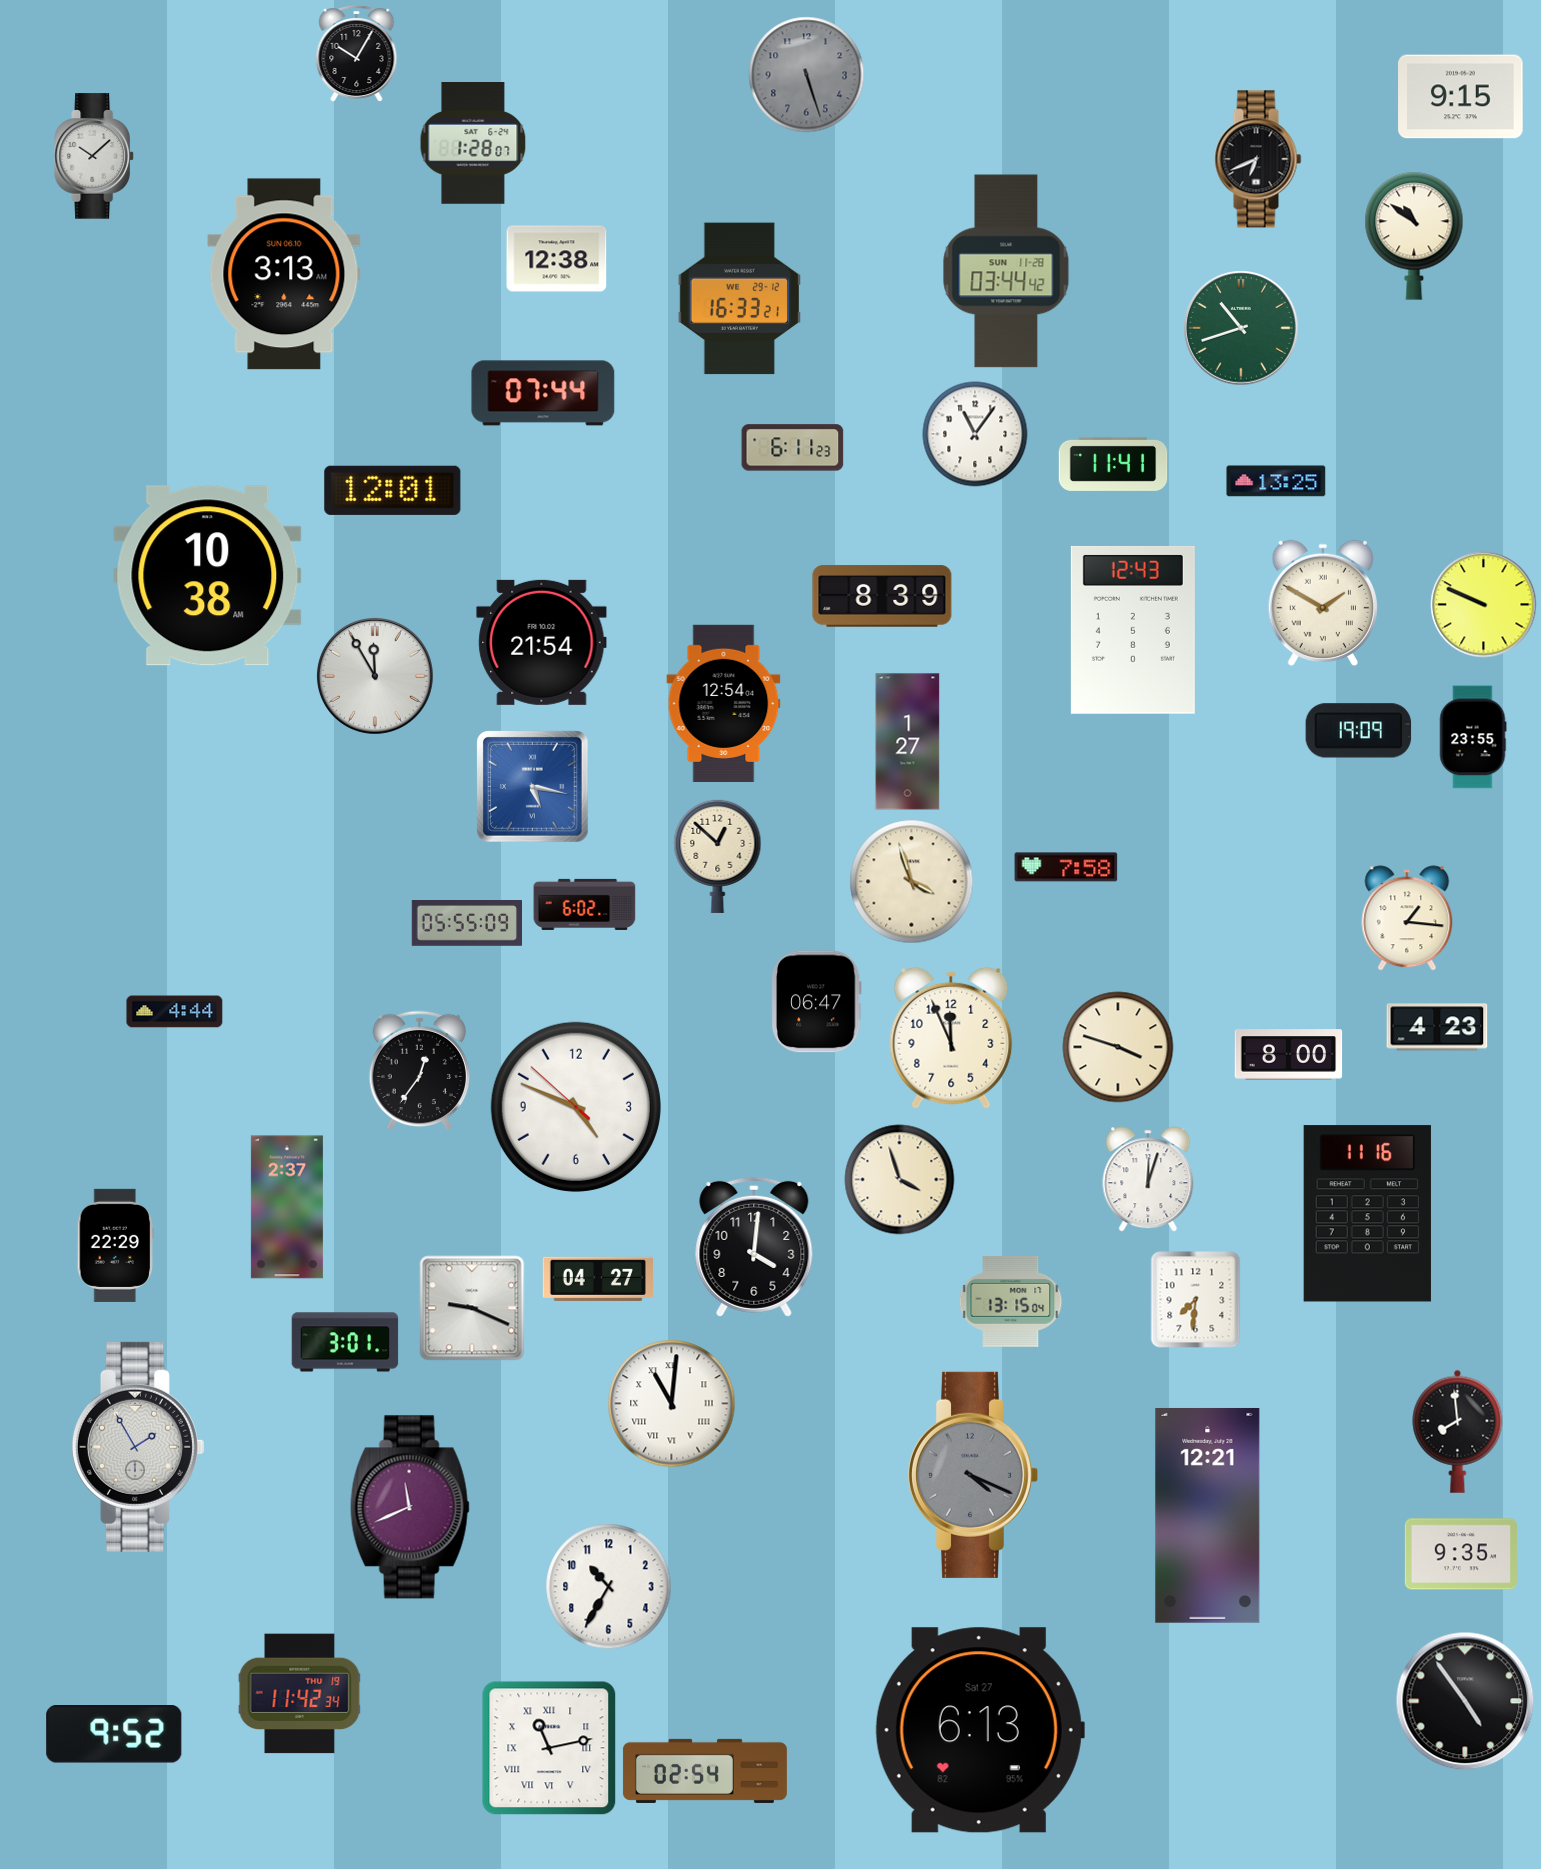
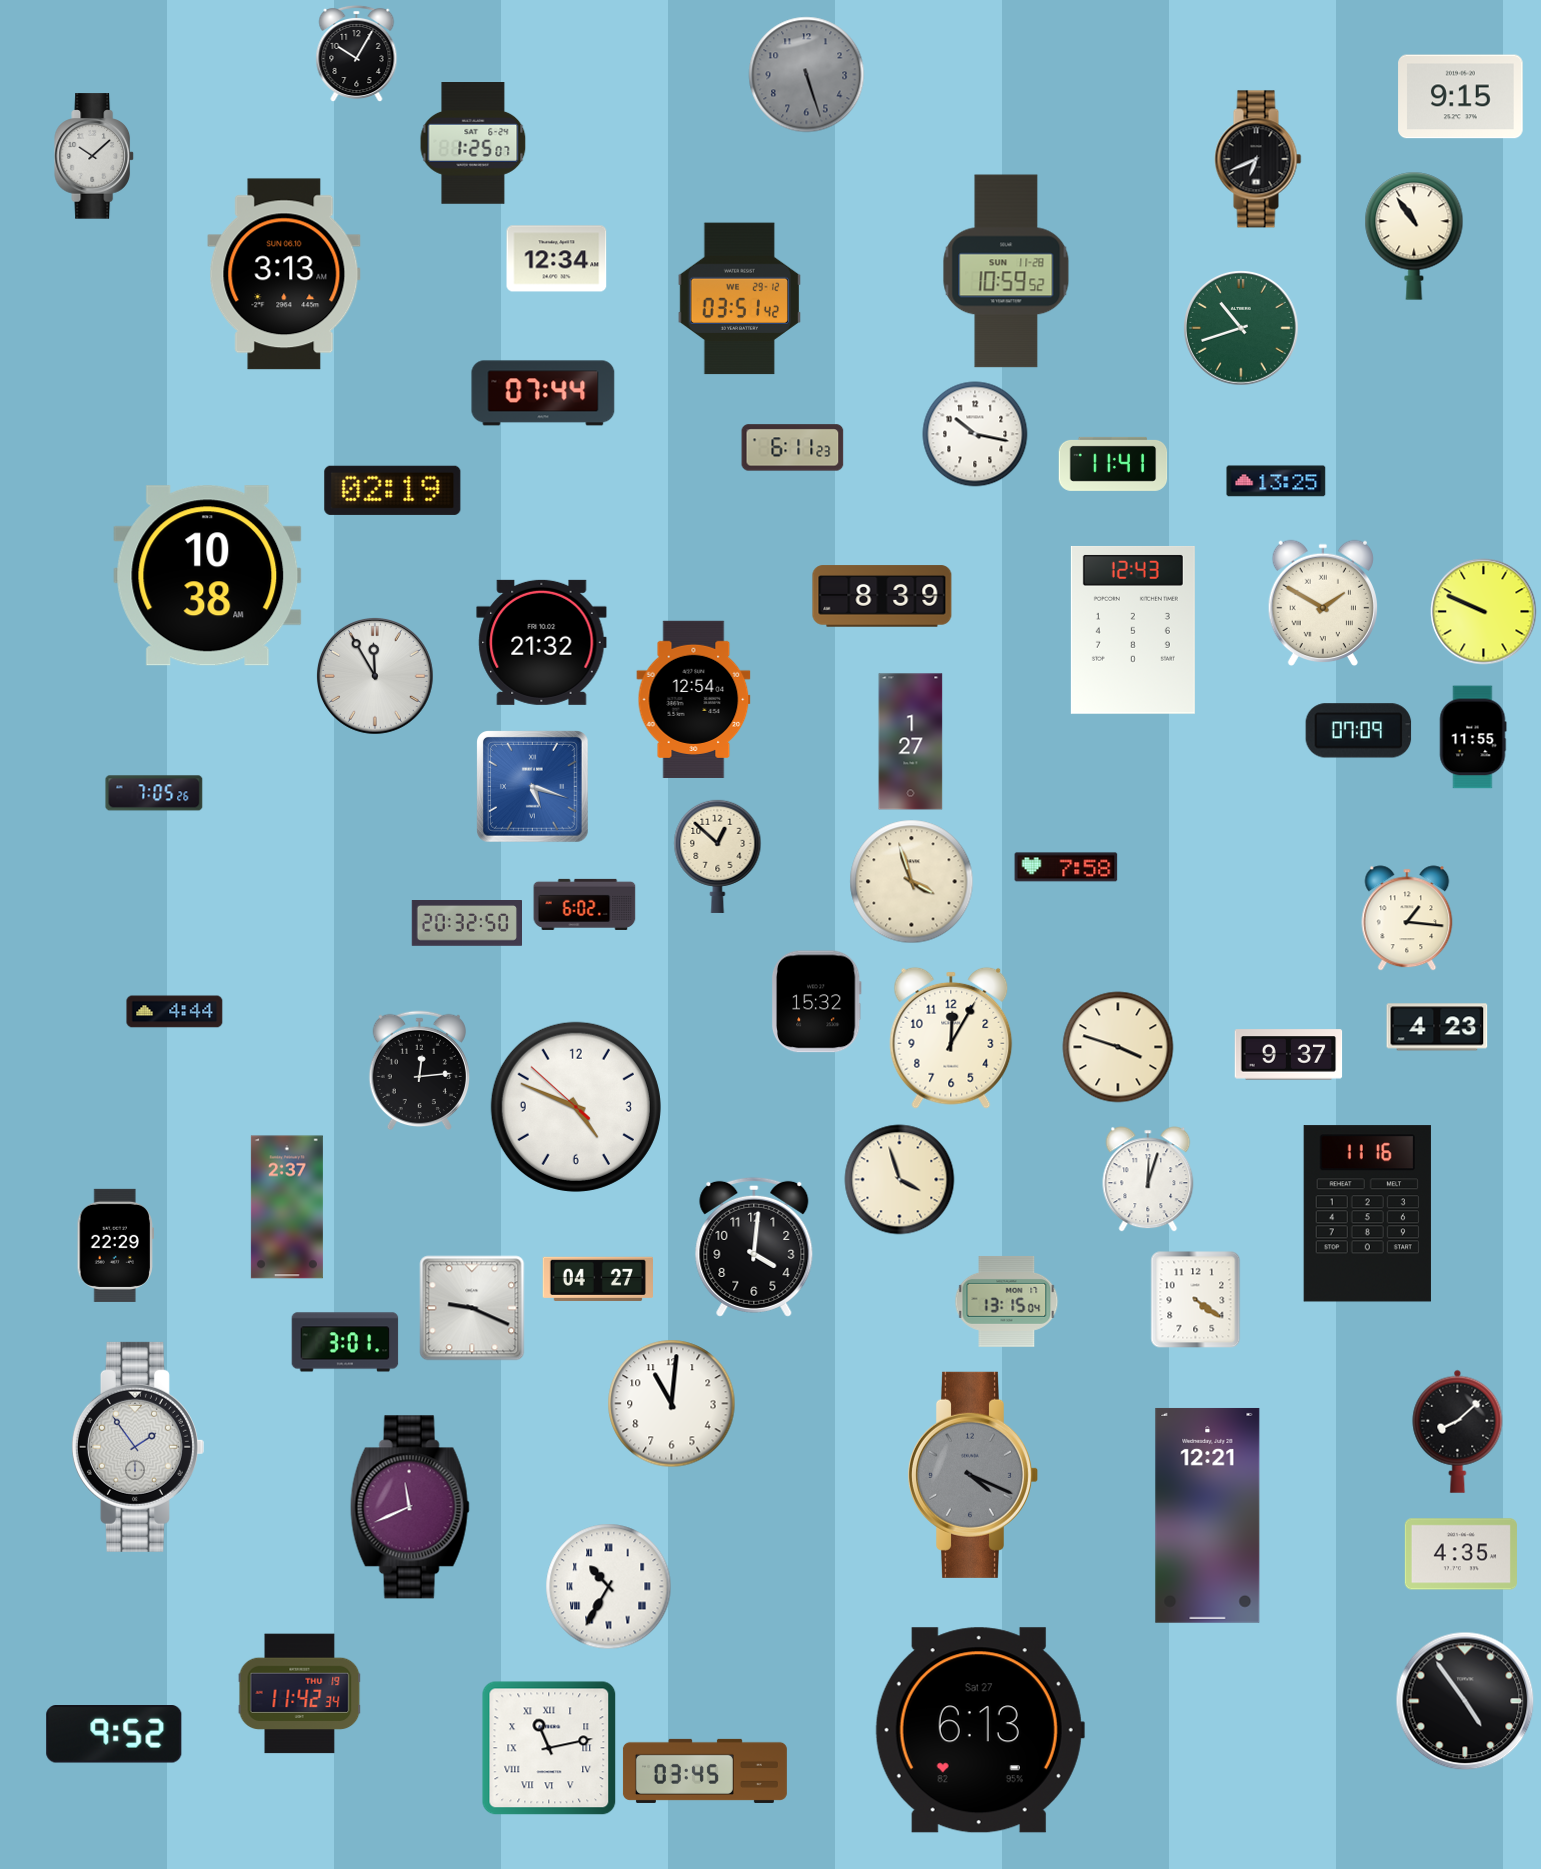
clock at (473, 144): 1:28 -> 1:25
clock at (1414, 236): 10:51 -> 10:54
clock at (557, 259): 12:38 -> 12:34
clock at (1006, 271): 03:44 -> 10:59
clock at (739, 299): 16:33 -> 03:51
clock at (975, 434): 11:06 -> 10:17
clock at (393, 490): 12:01 -> 02:19
clock at (1484, 605) position: (1484, 605) -> (1484, 612)
clock at (542, 642): 21:54 -> 21:32
clock at (724, 703) position: (724, 703) -> (694, 699)
clock at (1359, 731): 19:09 -> 07:09
clock at (1473, 737): 23:55 -> 11:55
clock at (908, 742) position: (908, 742) -> (911, 742)
clock at (533, 787): 5:17 -> 5:18
clock at (154, 793): none -> 7:05
clock at (466, 924): 05:55 -> 20:32
clock at (816, 1002): 06:47 -> 15:32
clock at (951, 1038): 11:56 -> 12:05
clock at (1289, 1055): 8:00 -> 9:37
clock at (419, 1071): 12:36 -> 12:14
clock at (1196, 1300): 7:31 -> 4:21
clock at (1011, 1301) position: (1011, 1301) -> (1007, 1301)
clock at (672, 1404) numerals: Roman -> Arabic
clock at (1458, 1431): 7:59 -> 8:08
clock at (137, 1447): 1:55 -> 1:54
clock at (1461, 1554): 9:35 -> 4:35
clock at (609, 1587) numerals: Arabic -> Roman
clock at (705, 1771): 02:54 -> 03:45
